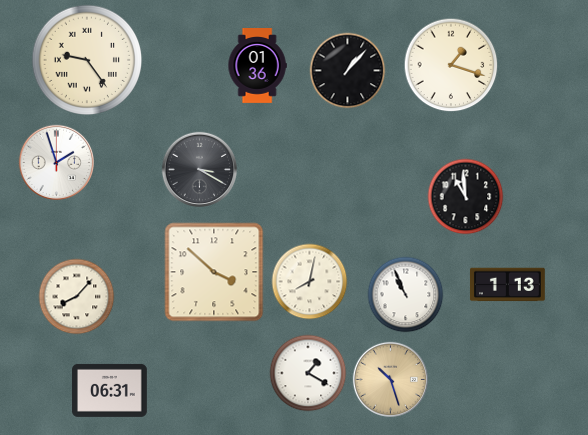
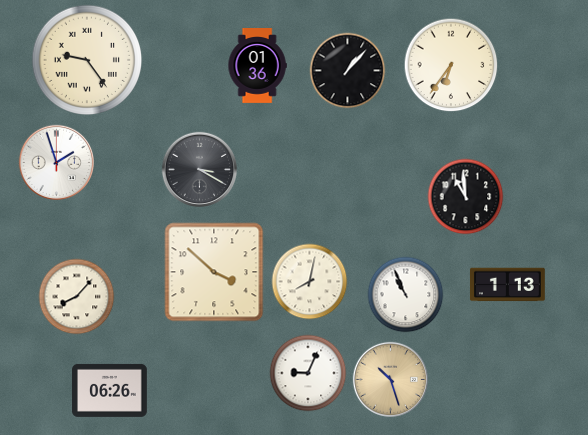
clock at (451, 65): 1:18 -> 6:36
clock at (308, 373): 1:20 -> 9:04
clock at (110, 390): 06:31 -> 06:26
